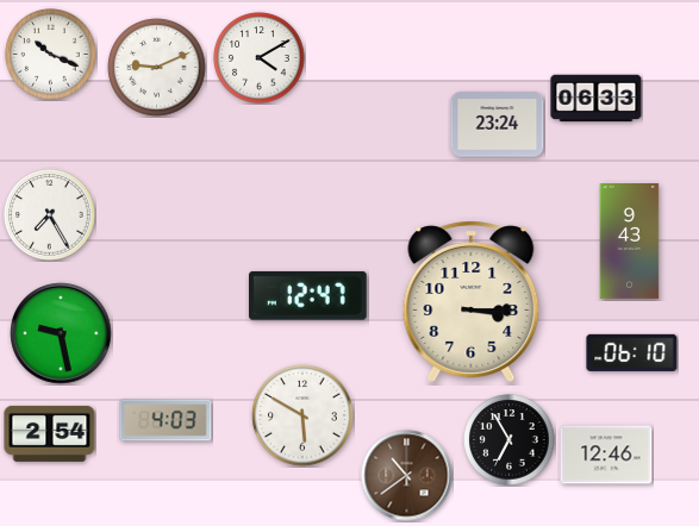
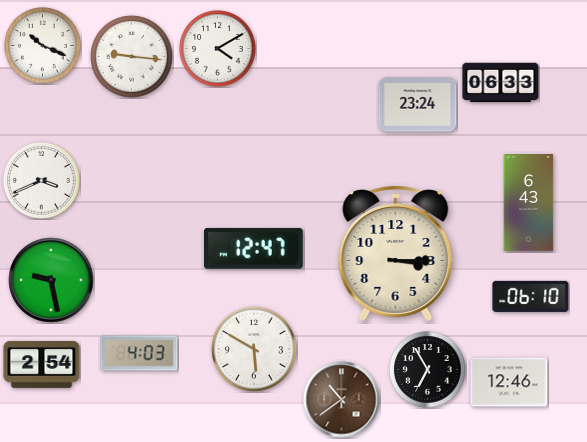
clock at (157, 68): 9:11 -> 9:16
clock at (50, 215): 7:25 -> 3:41
clock at (630, 242): 9:43 -> 6:43
clock at (307, 295) position: (307, 295) -> (253, 248)
